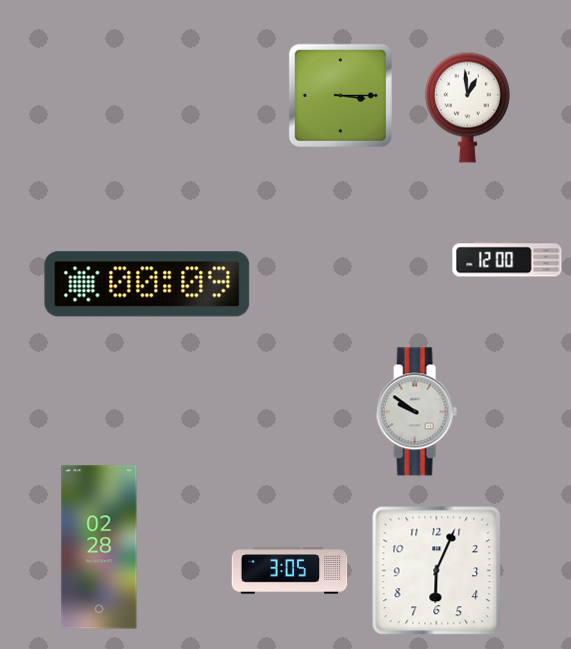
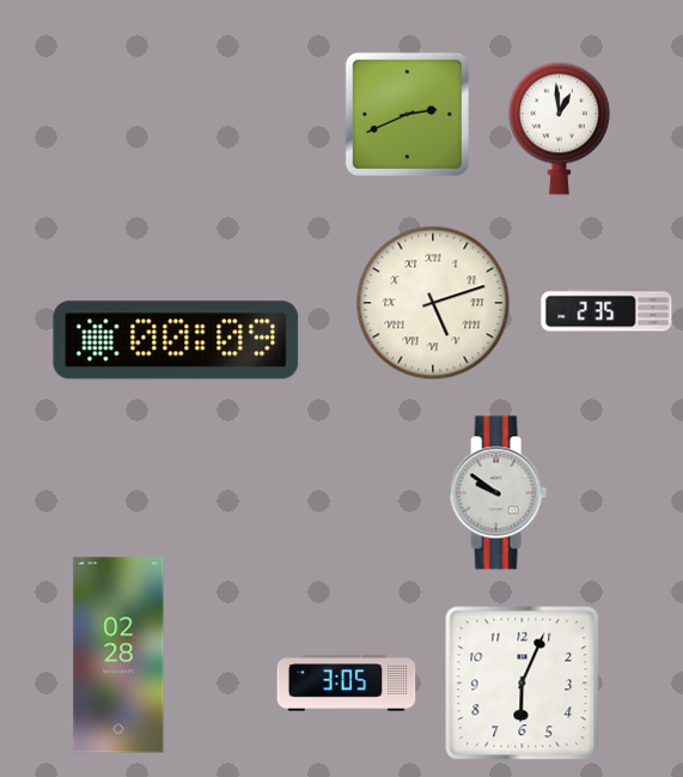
clock at (340, 95): 3:15 -> 2:41
clock at (433, 303): none -> 5:12
clock at (507, 259): 12:00 -> 2:35
